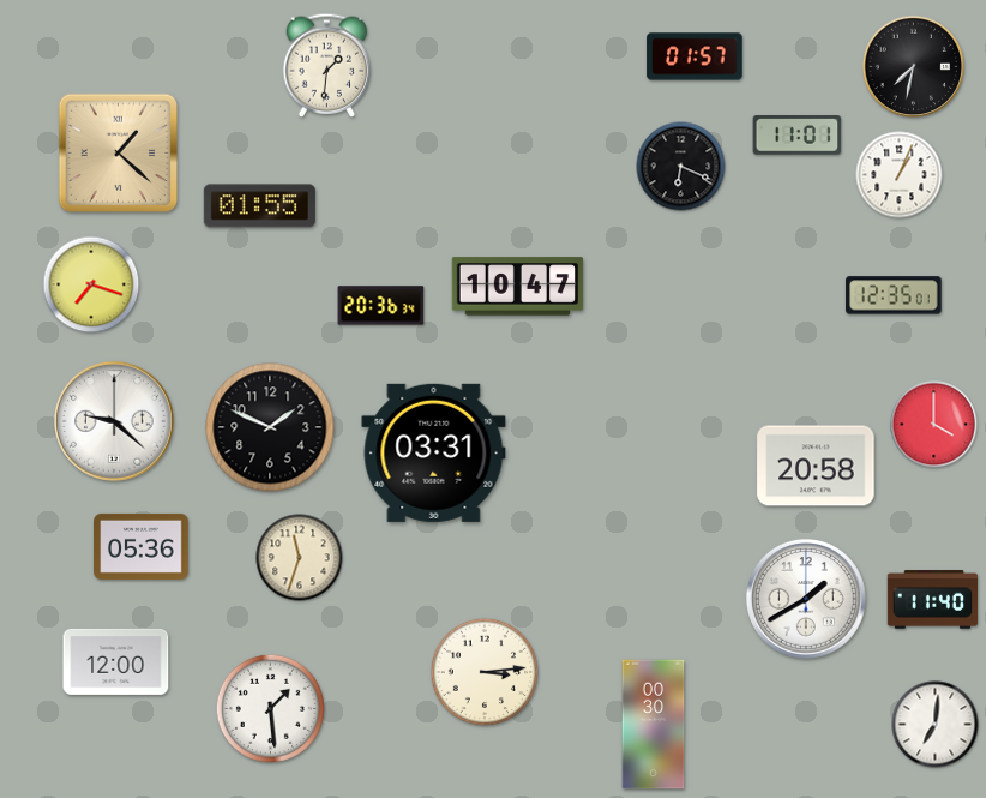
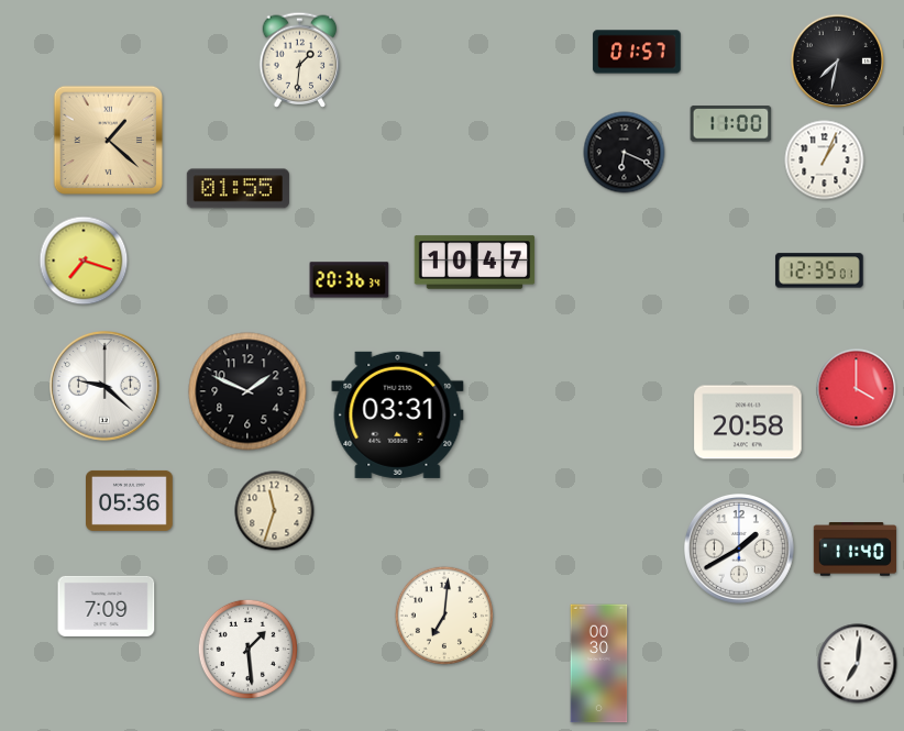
clock at (798, 136): 11:01 -> 11:00
clock at (816, 466) position: (816, 466) -> (748, 422)
clock at (116, 661): 12:00 -> 7:09
clock at (485, 672): 3:14 -> 7:01
